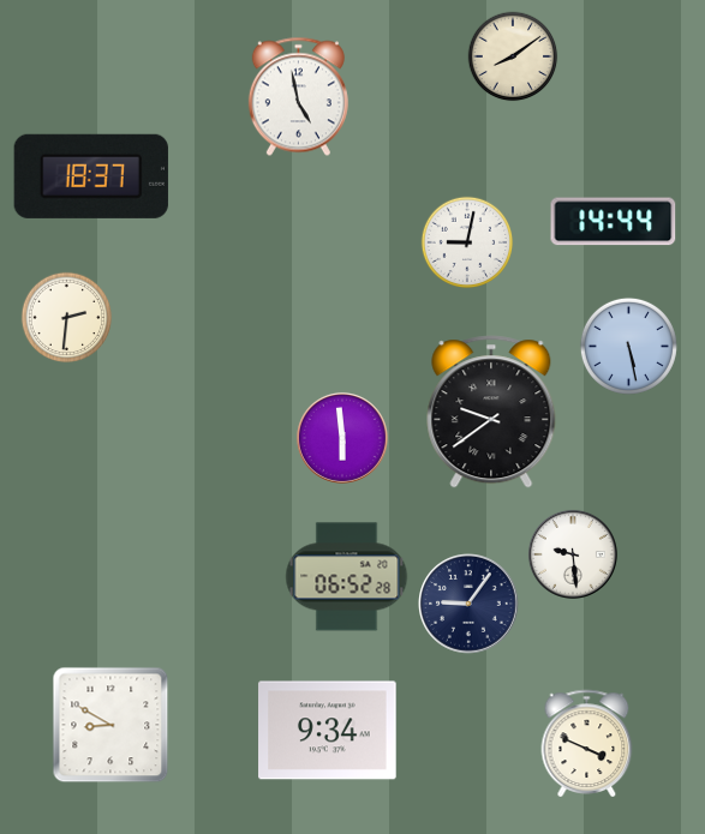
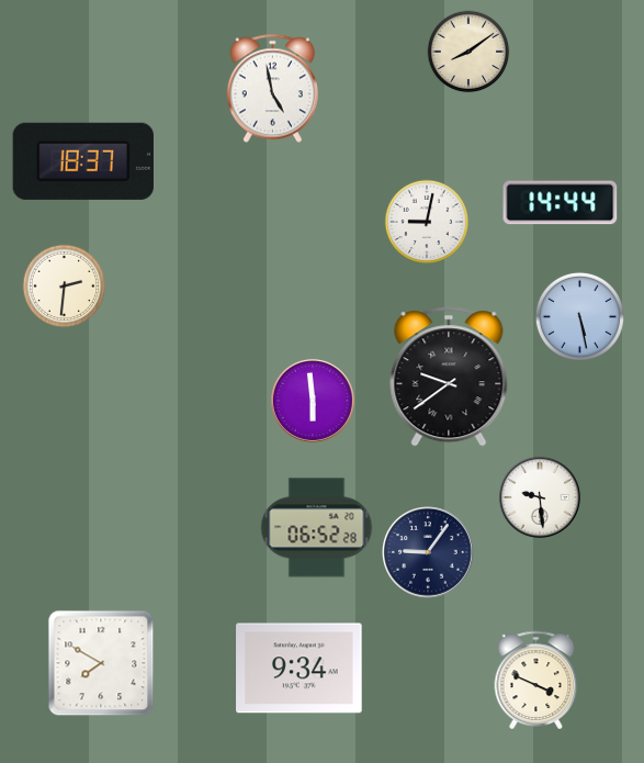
clock at (67, 318) position: (67, 318) -> (65, 287)
clock at (628, 346) position: (628, 346) -> (579, 316)
clock at (573, 554) position: (573, 554) -> (540, 497)
clock at (110, 725): 8:50 -> 7:50
